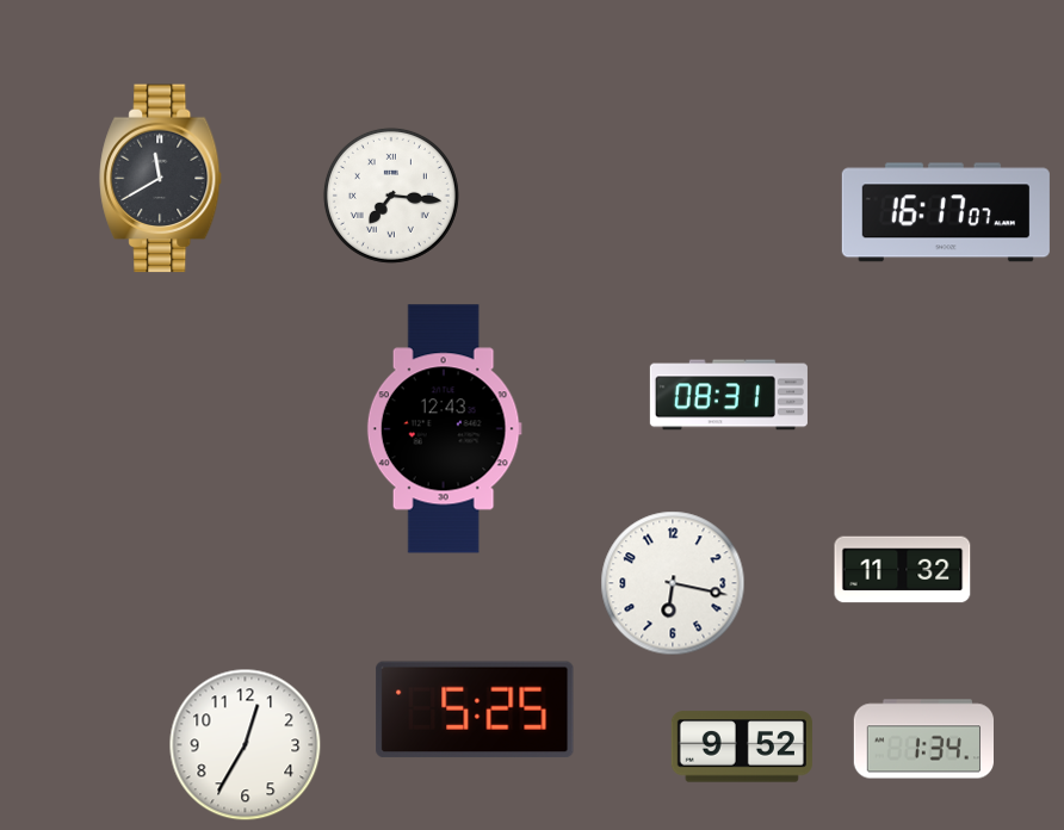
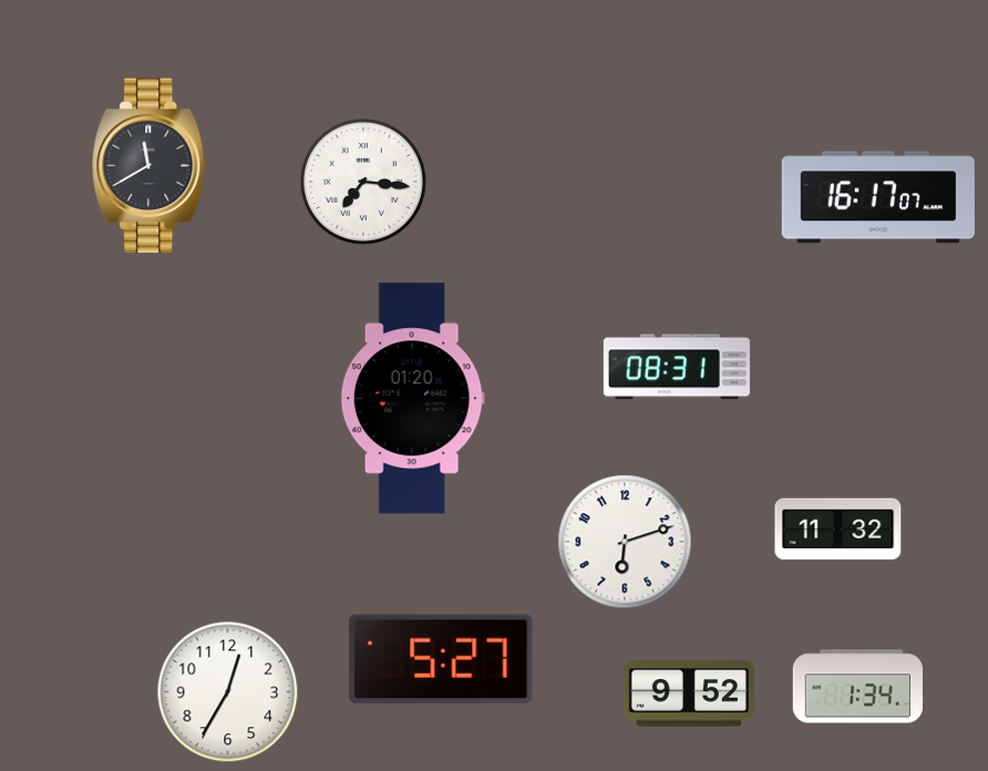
clock at (444, 429): 12:43 -> 01:20
clock at (673, 583): 6:17 -> 6:12
clock at (475, 710): 5:25 -> 5:27
